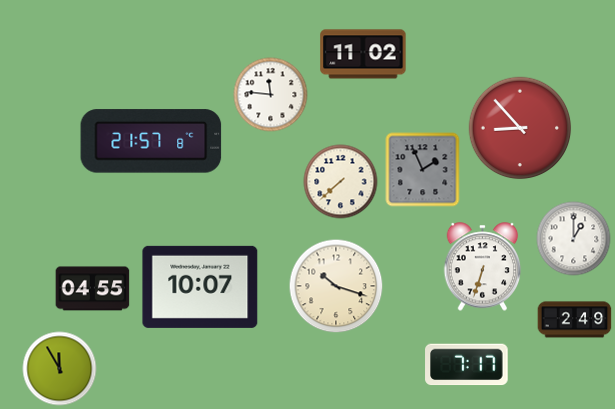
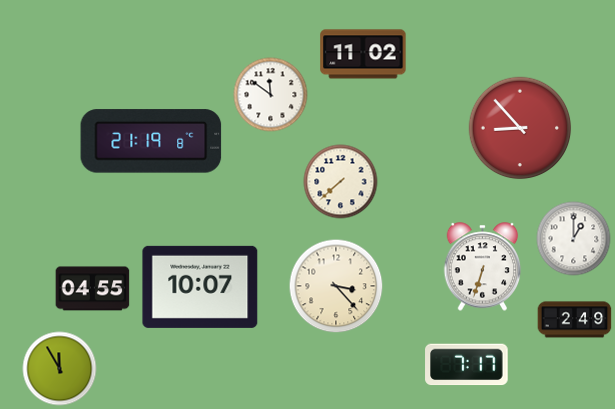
clock at (271, 95): 11:46 -> 11:51
clock at (151, 141): 21:57 -> 21:19
clock at (423, 170): 1:56 -> none
clock at (336, 286): 10:18 -> 3:23
